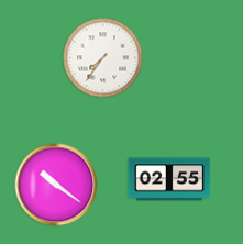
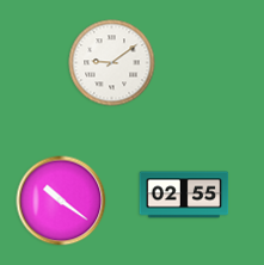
clock at (103, 58): 7:36 -> 9:09
